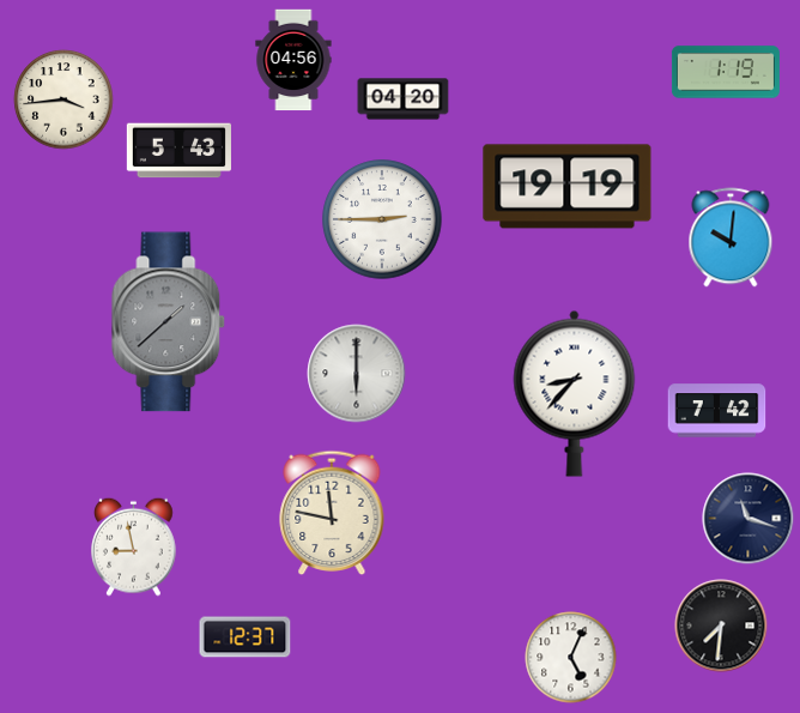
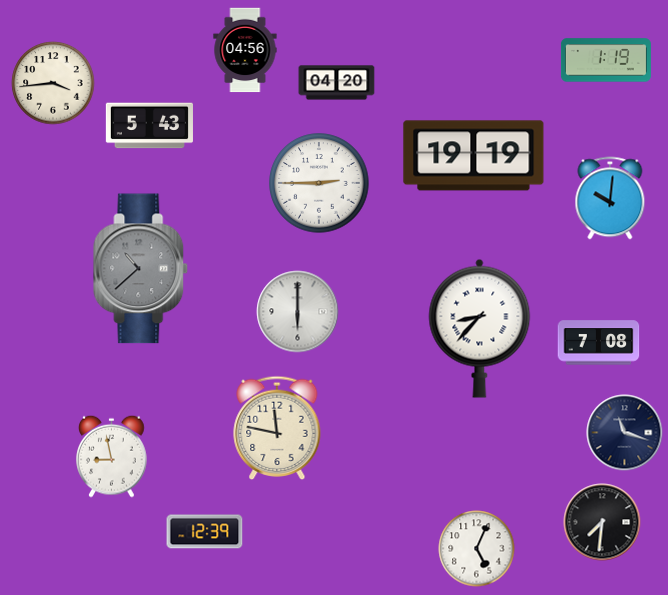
clock at (169, 322): 1:38 -> 10:38
clock at (717, 411): 7:42 -> 7:08
clock at (246, 638): 12:37 -> 12:39
